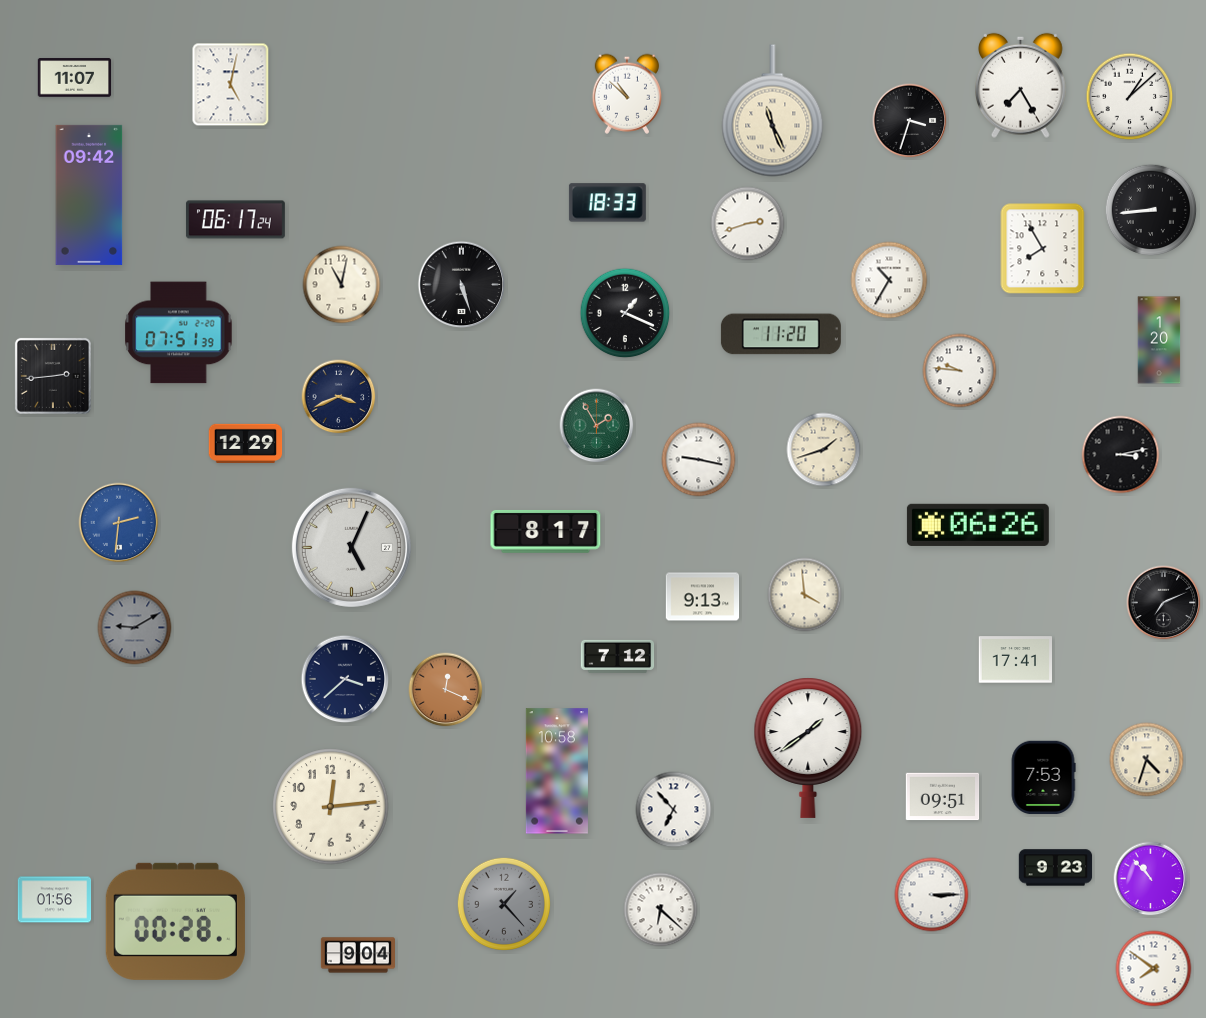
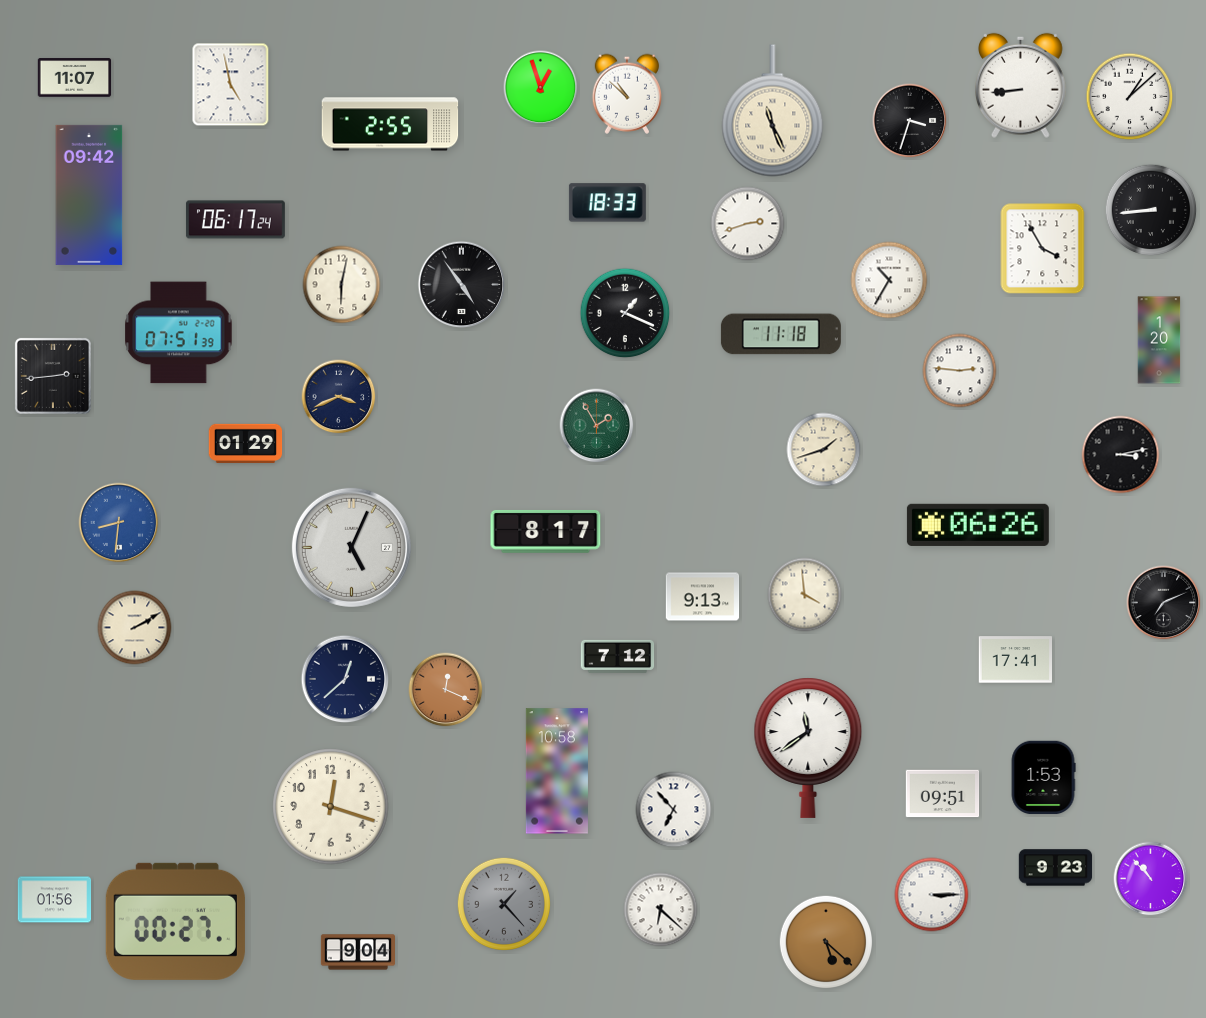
clock at (231, 85): 5:02 -> 4:58
clock at (1021, 85): 7:25 -> 8:44
clock at (541, 88): none -> 12:57
clock at (390, 124): none -> 2:55
clock at (1043, 249): 7:55 -> 3:55
clock at (342, 285): 11:02 -> 6:02
clock at (462, 285): 5:27 -> 4:54
clock at (781, 334): 11:20 -> 11:18
clock at (960, 371): 9:46 -> 2:46
clock at (246, 443): 12:29 -> 01:29
clock at (699, 460): 9:17 -> none
clock at (119, 523): 2:31 -> 8:31
clock at (135, 628): 9:10 -> 2:10
clock at (135, 628) dial: grey -> cream
clock at (345, 679): 3:38 -> 12:38
clock at (808, 748): 1:39 -> 11:39
clock at (1147, 760): 4:33 -> none
clock at (1043, 778): 7:53 -> 1:53
clock at (943, 797) position: (943, 797) -> (943, 794)
clock at (331, 807): 12:14 -> 12:18
clock at (175, 921): 00:28 -> 00:27
clock at (825, 941): none -> 5:22
clock at (357, 955) position: (357, 955) -> (357, 952)
clock at (1154, 969): 7:51 -> none
